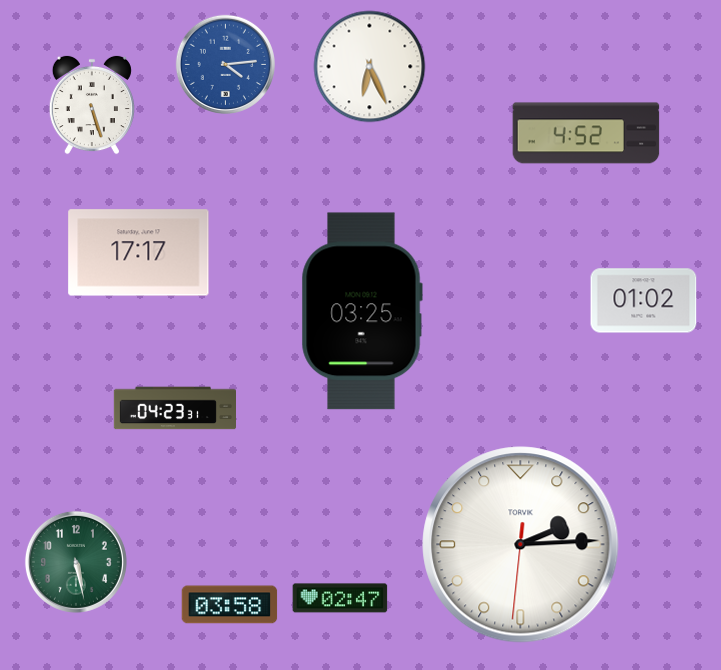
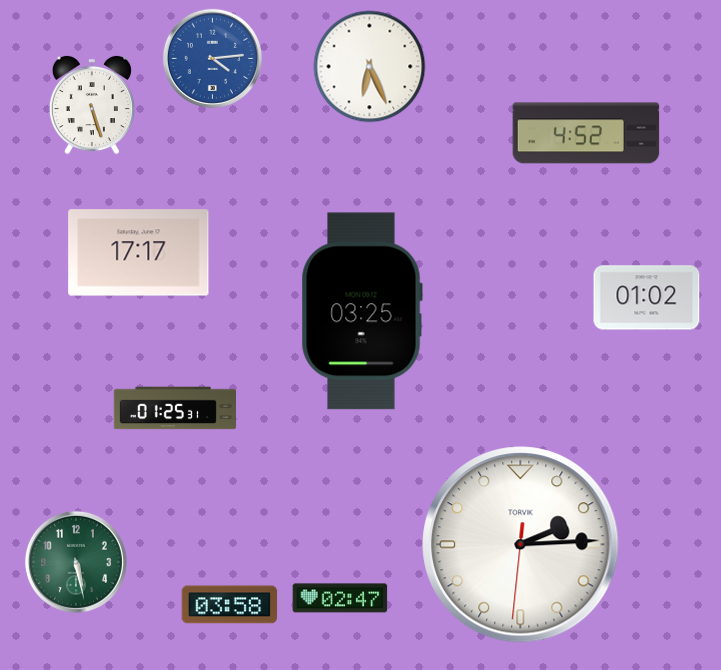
clock at (225, 64) position: (225, 64) -> (212, 58)
clock at (644, 301) position: (644, 301) -> (647, 298)
clock at (174, 408): 04:23 -> 01:25
